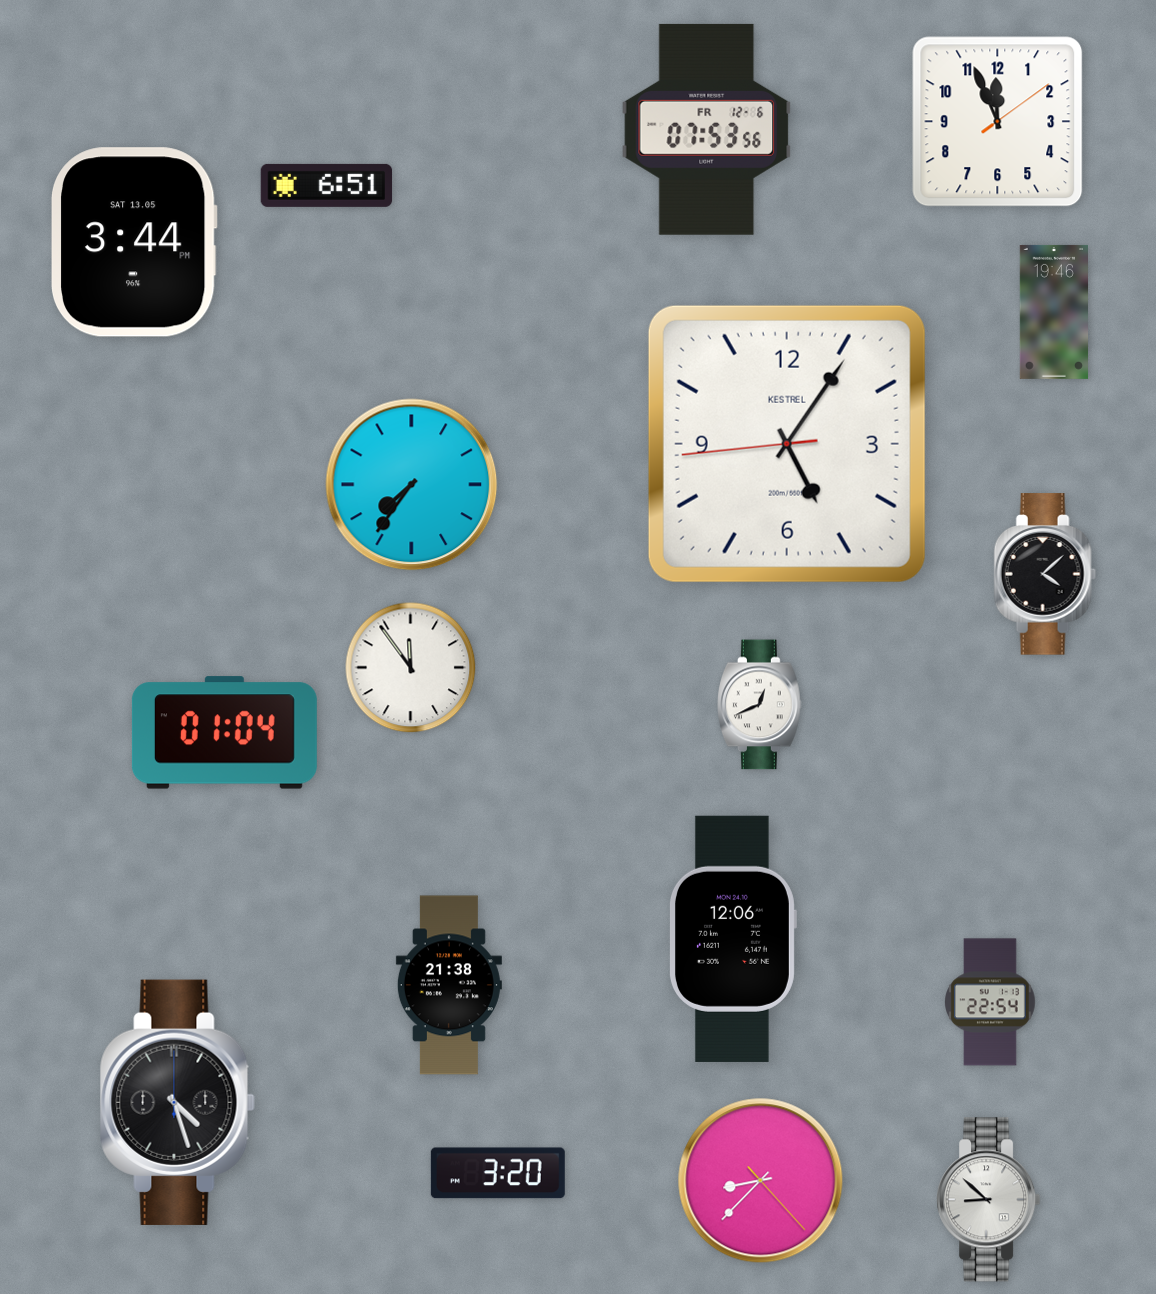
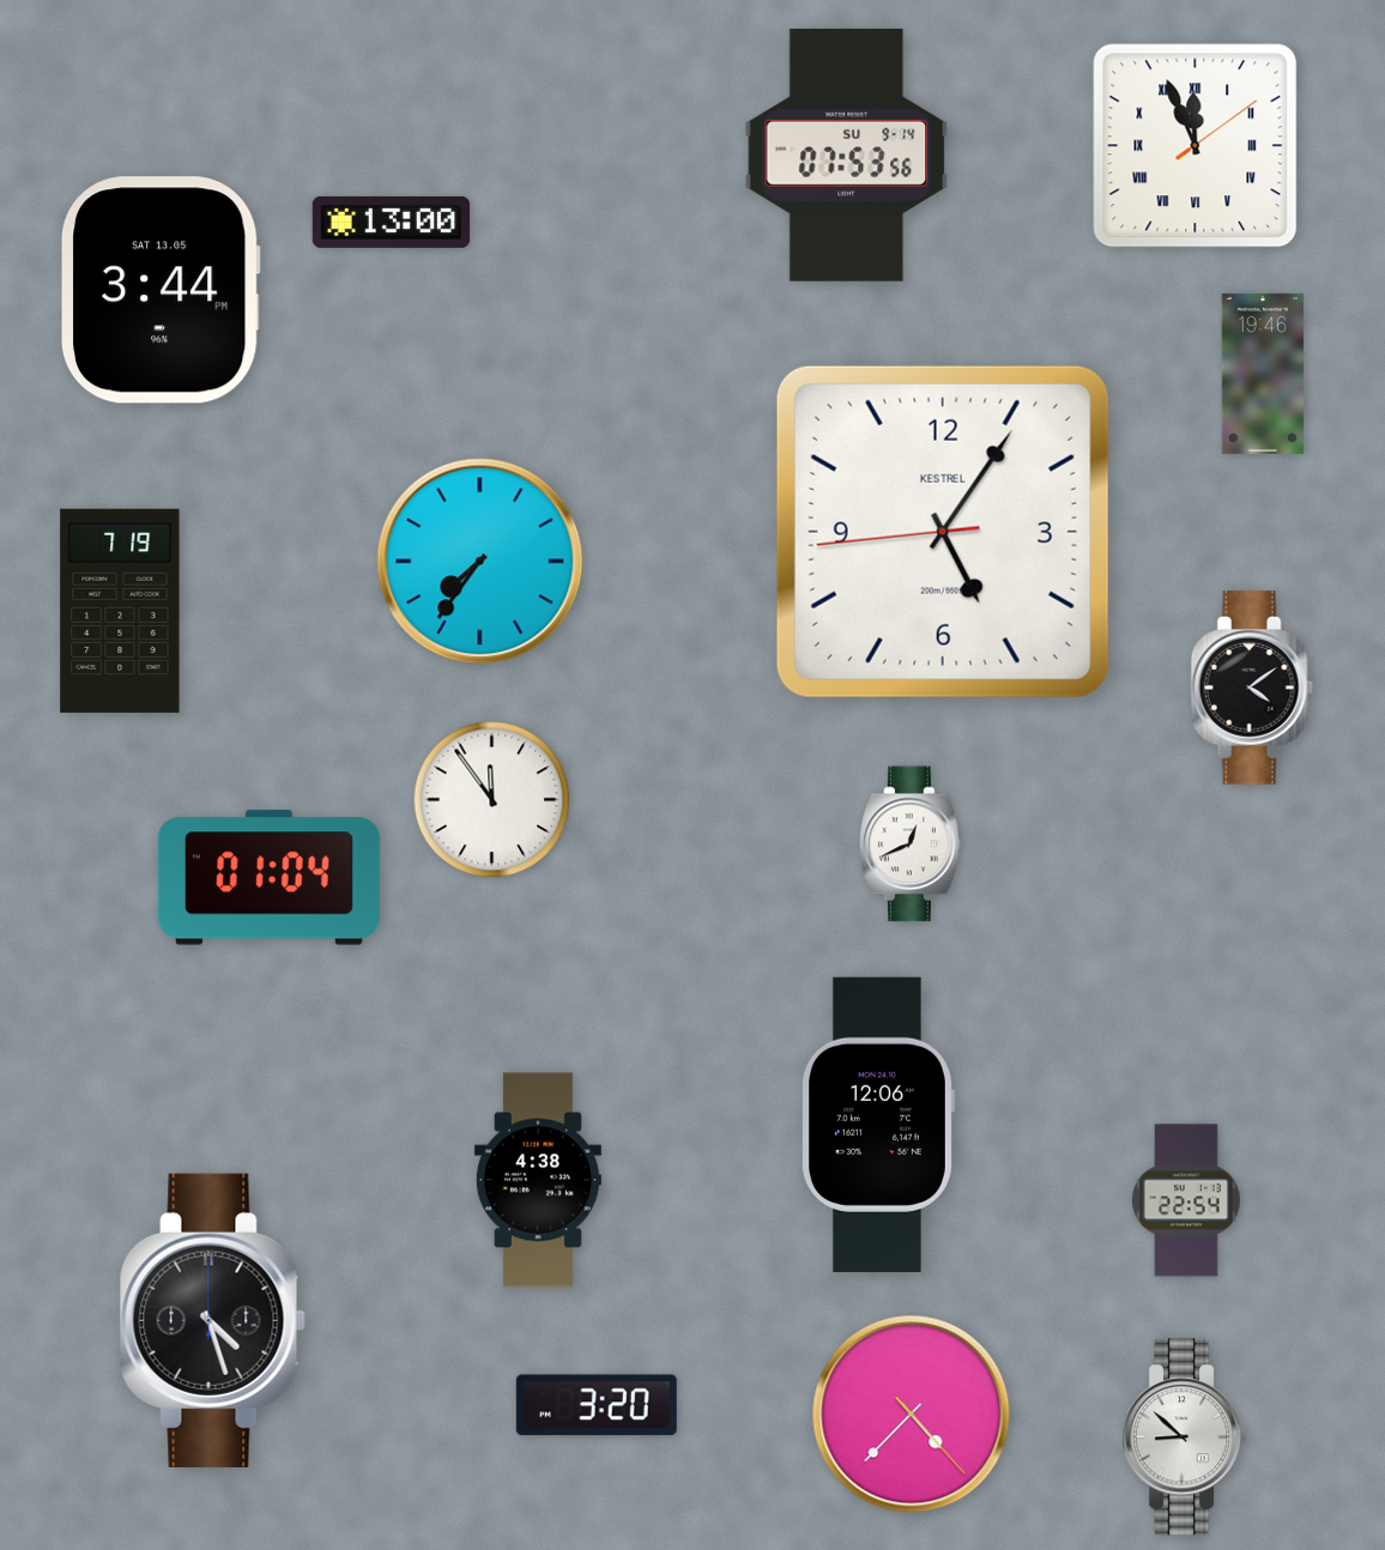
clock at (998, 122) numerals: Arabic -> Roman
clock at (707, 129) date: FR 12-6 -> SU 9-14
clock at (327, 185): 6:51 -> 13:00
clock at (412, 485) position: (412, 485) -> (480, 562)
clock at (120, 611): none -> 7:19
clock at (1045, 574): 4:08 -> 4:09
clock at (449, 985): 21:38 -> 4:38
clock at (761, 1181): 8:37 -> 4:37
